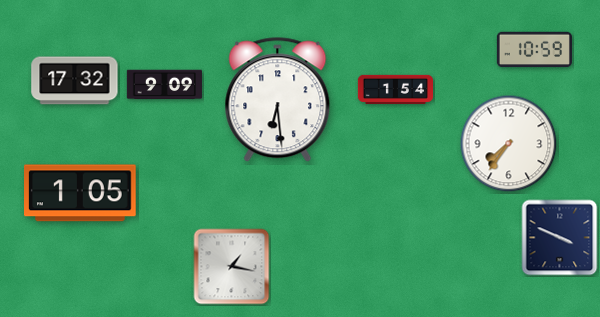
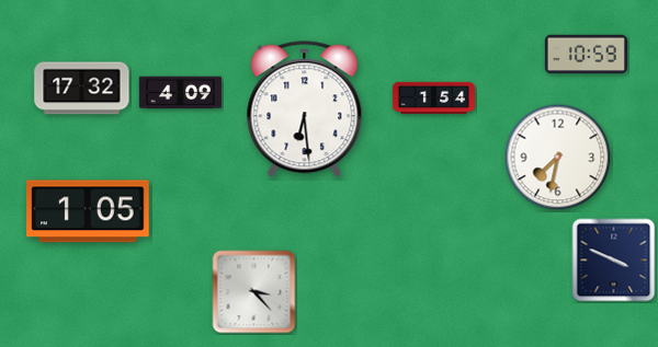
clock at (164, 85): 9:09 -> 4:09
clock at (509, 144): 7:36 -> 7:32
clock at (232, 267): 1:17 -> 3:23
